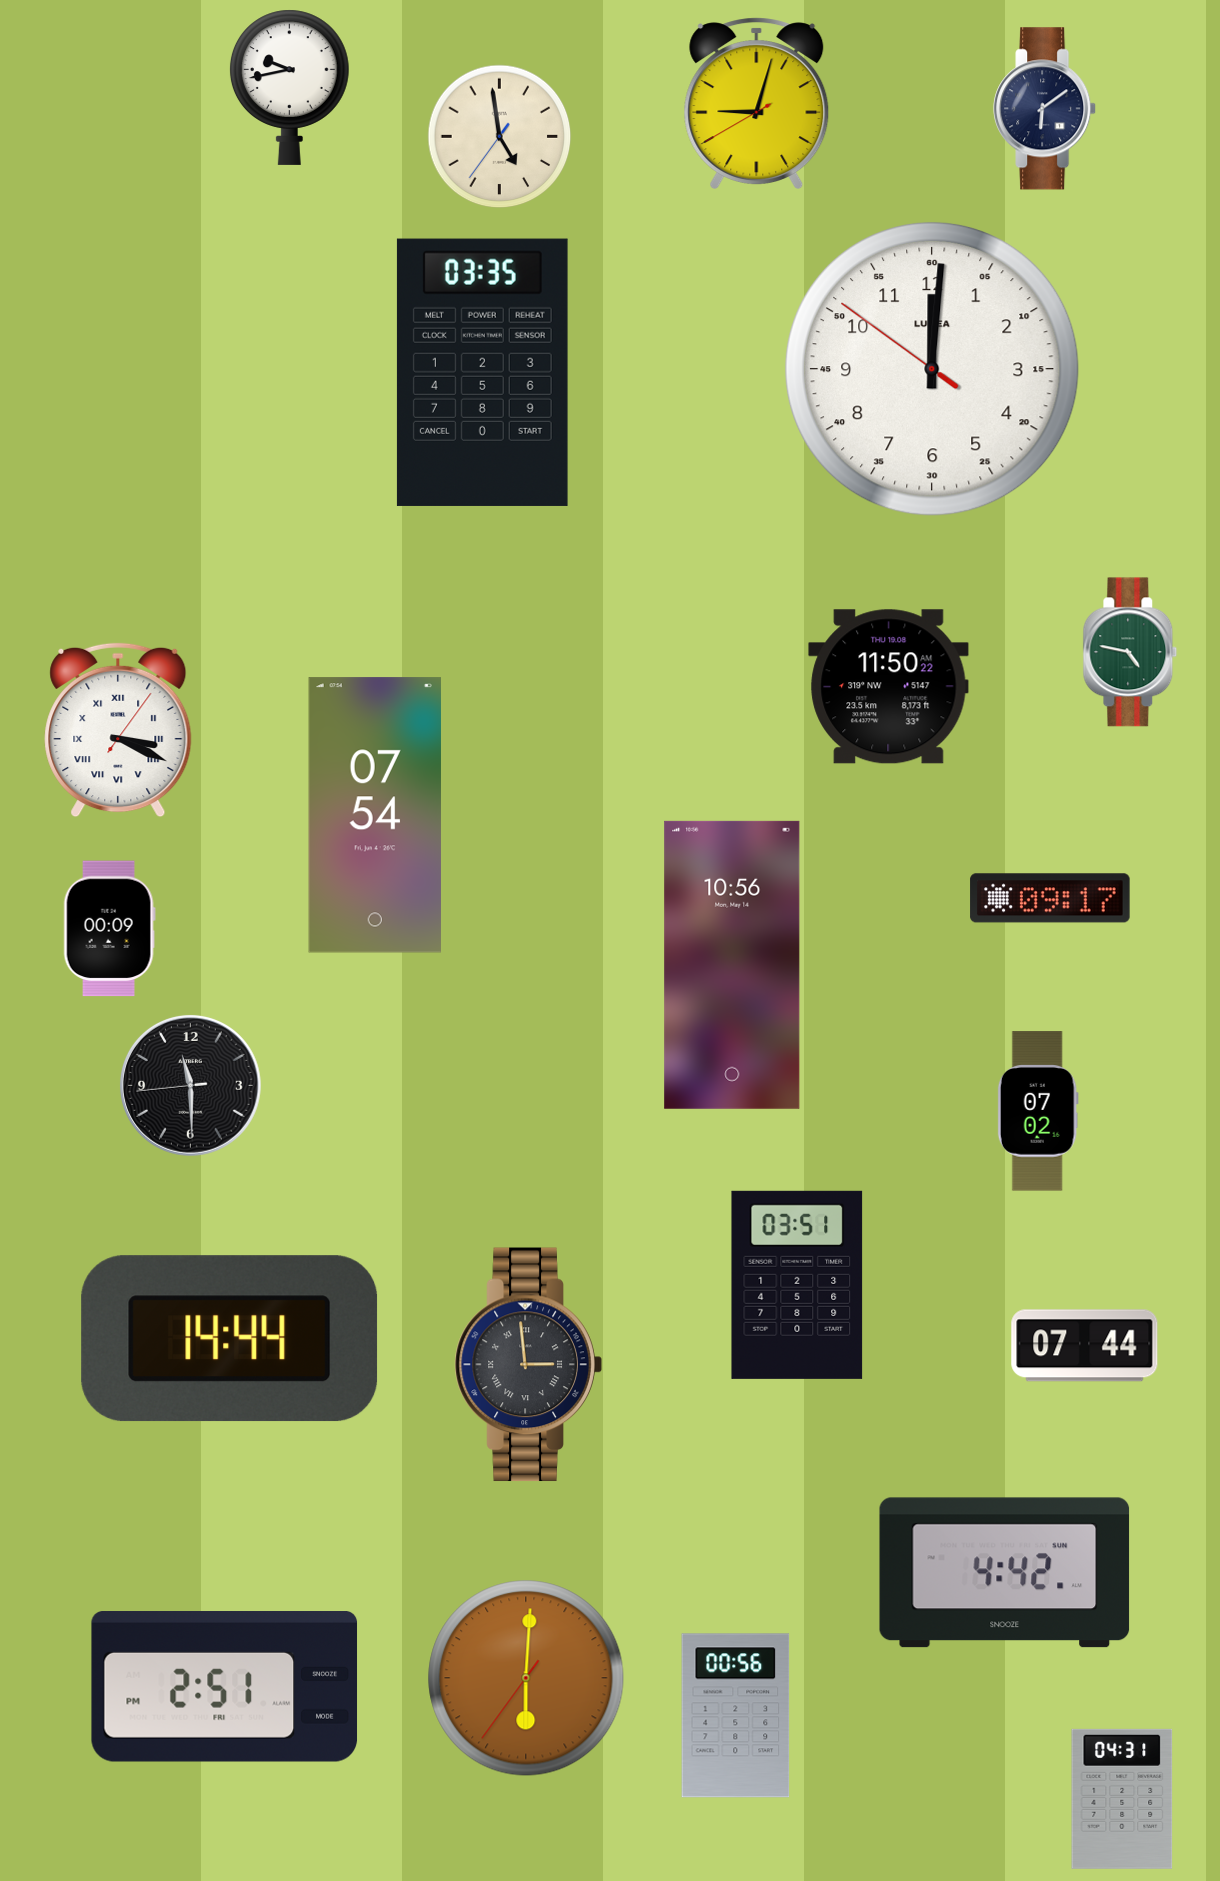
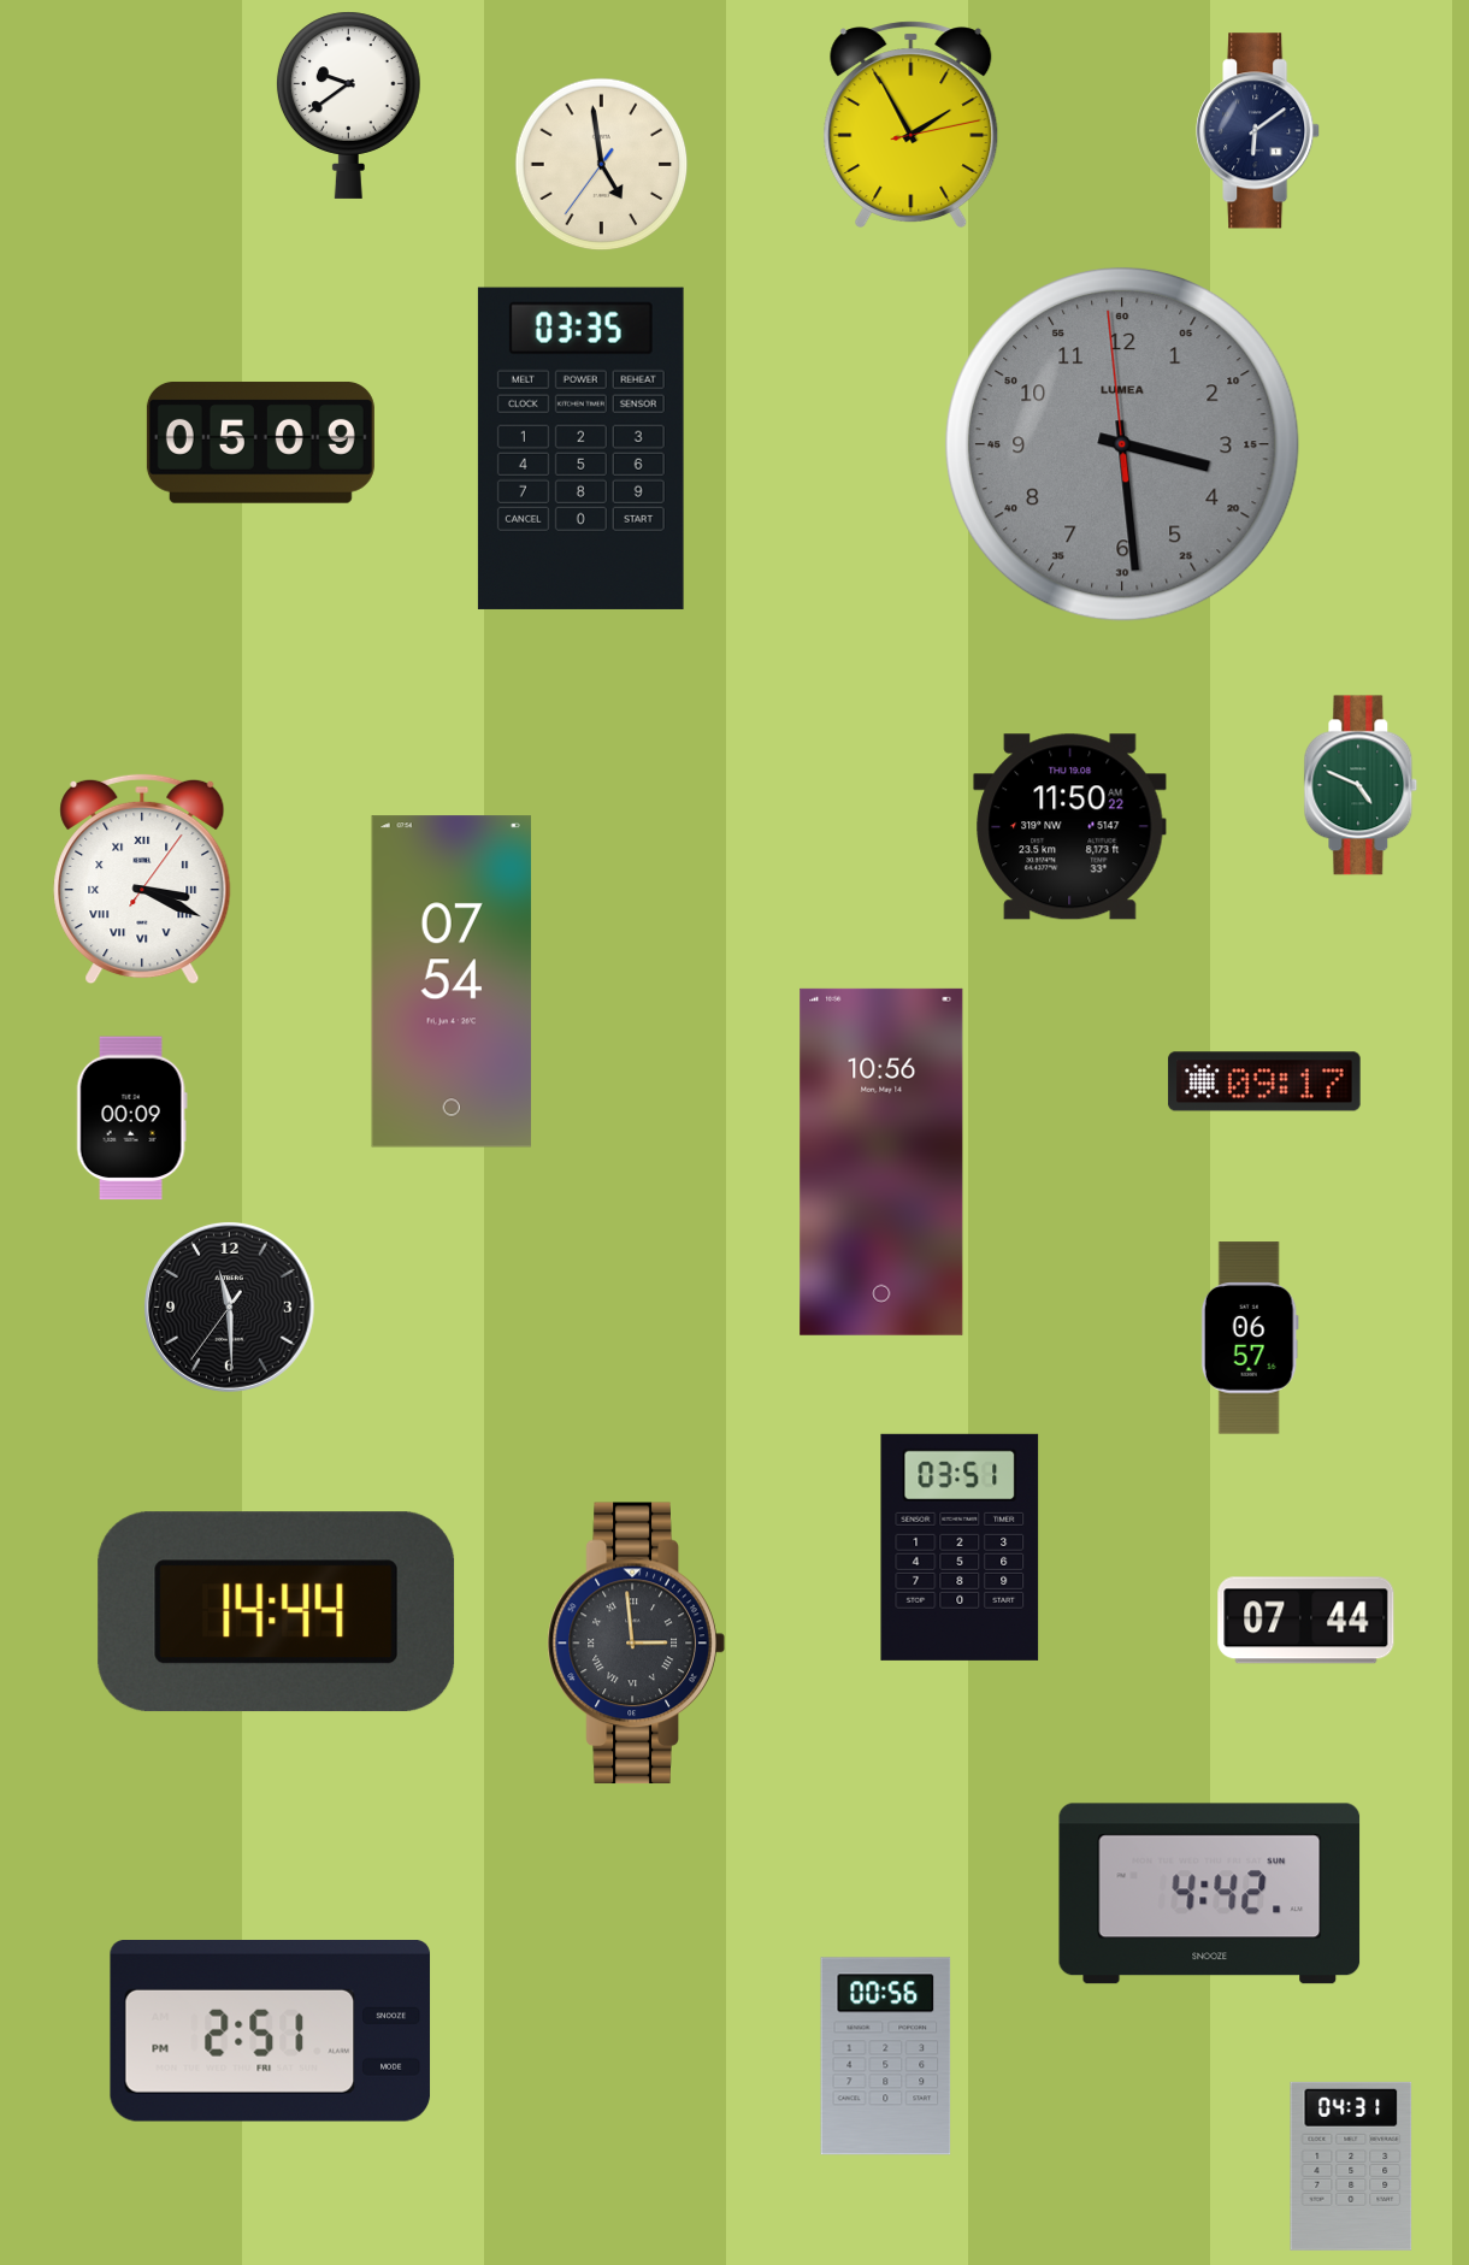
clock at (289, 87): 9:43 -> 9:39
clock at (757, 103): 9:02 -> 1:55
clock at (260, 443): none -> 05:09
clock at (932, 369): 12:00 -> 3:28
clock at (932, 369) dial: white -> grey
clock at (1130, 652): 4:47 -> 4:49
clock at (190, 1085): 11:29:44 -> 11:29:36
clock at (1038, 1111): 07:02 -> 06:57
clock at (526, 1678): 6:00 -> none
clock at (736, 1716) position: (736, 1716) -> (886, 2057)
